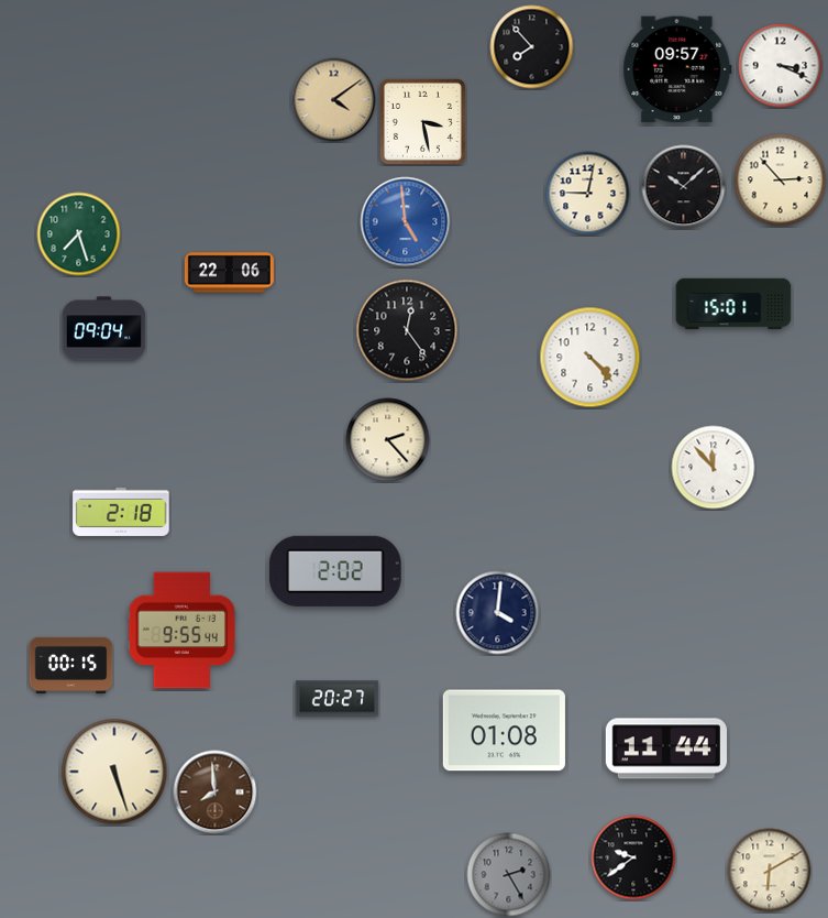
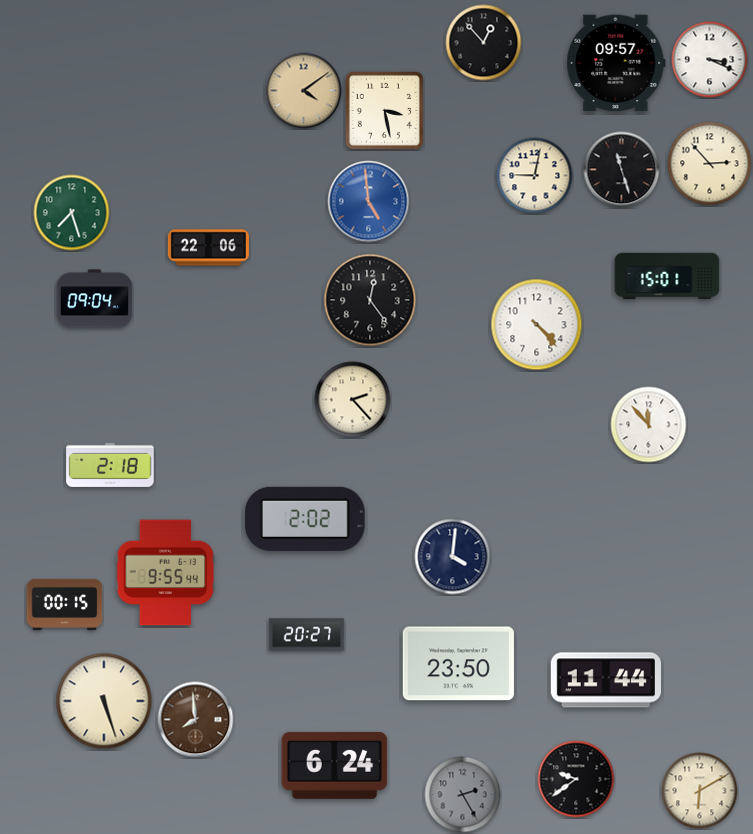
clock at (532, 47): 7:53 -> 12:53
clock at (684, 187): 10:08 -> 11:27
clock at (504, 731): 01:08 -> 23:50
clock at (335, 765): none -> 6:24
